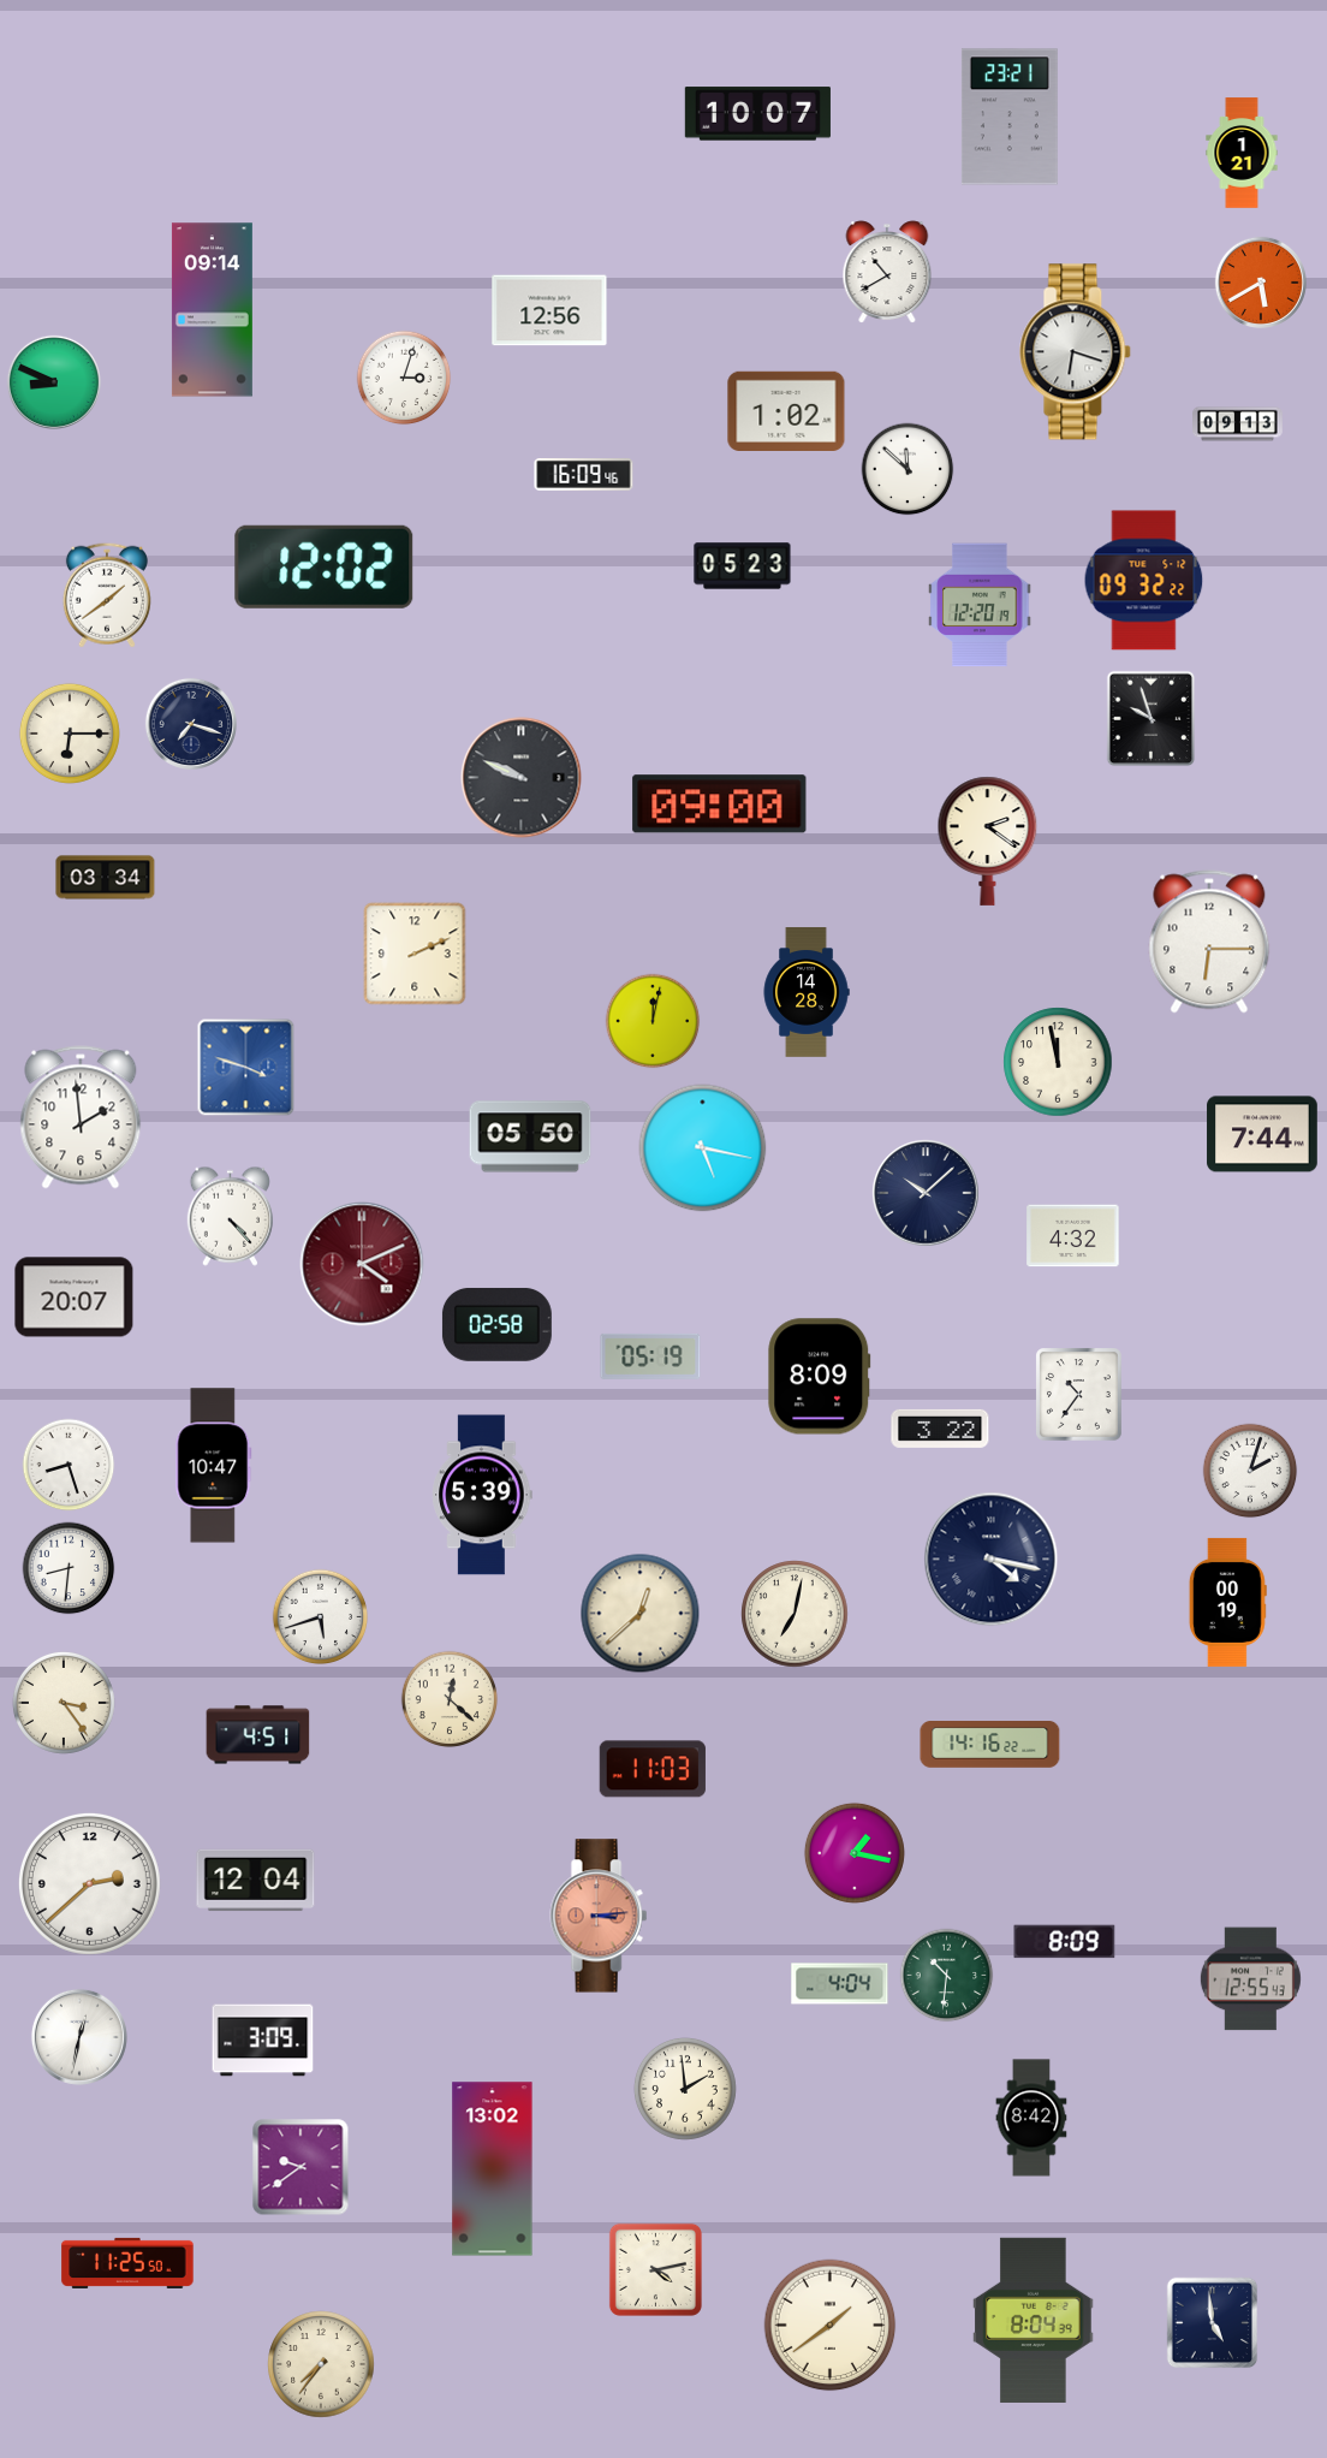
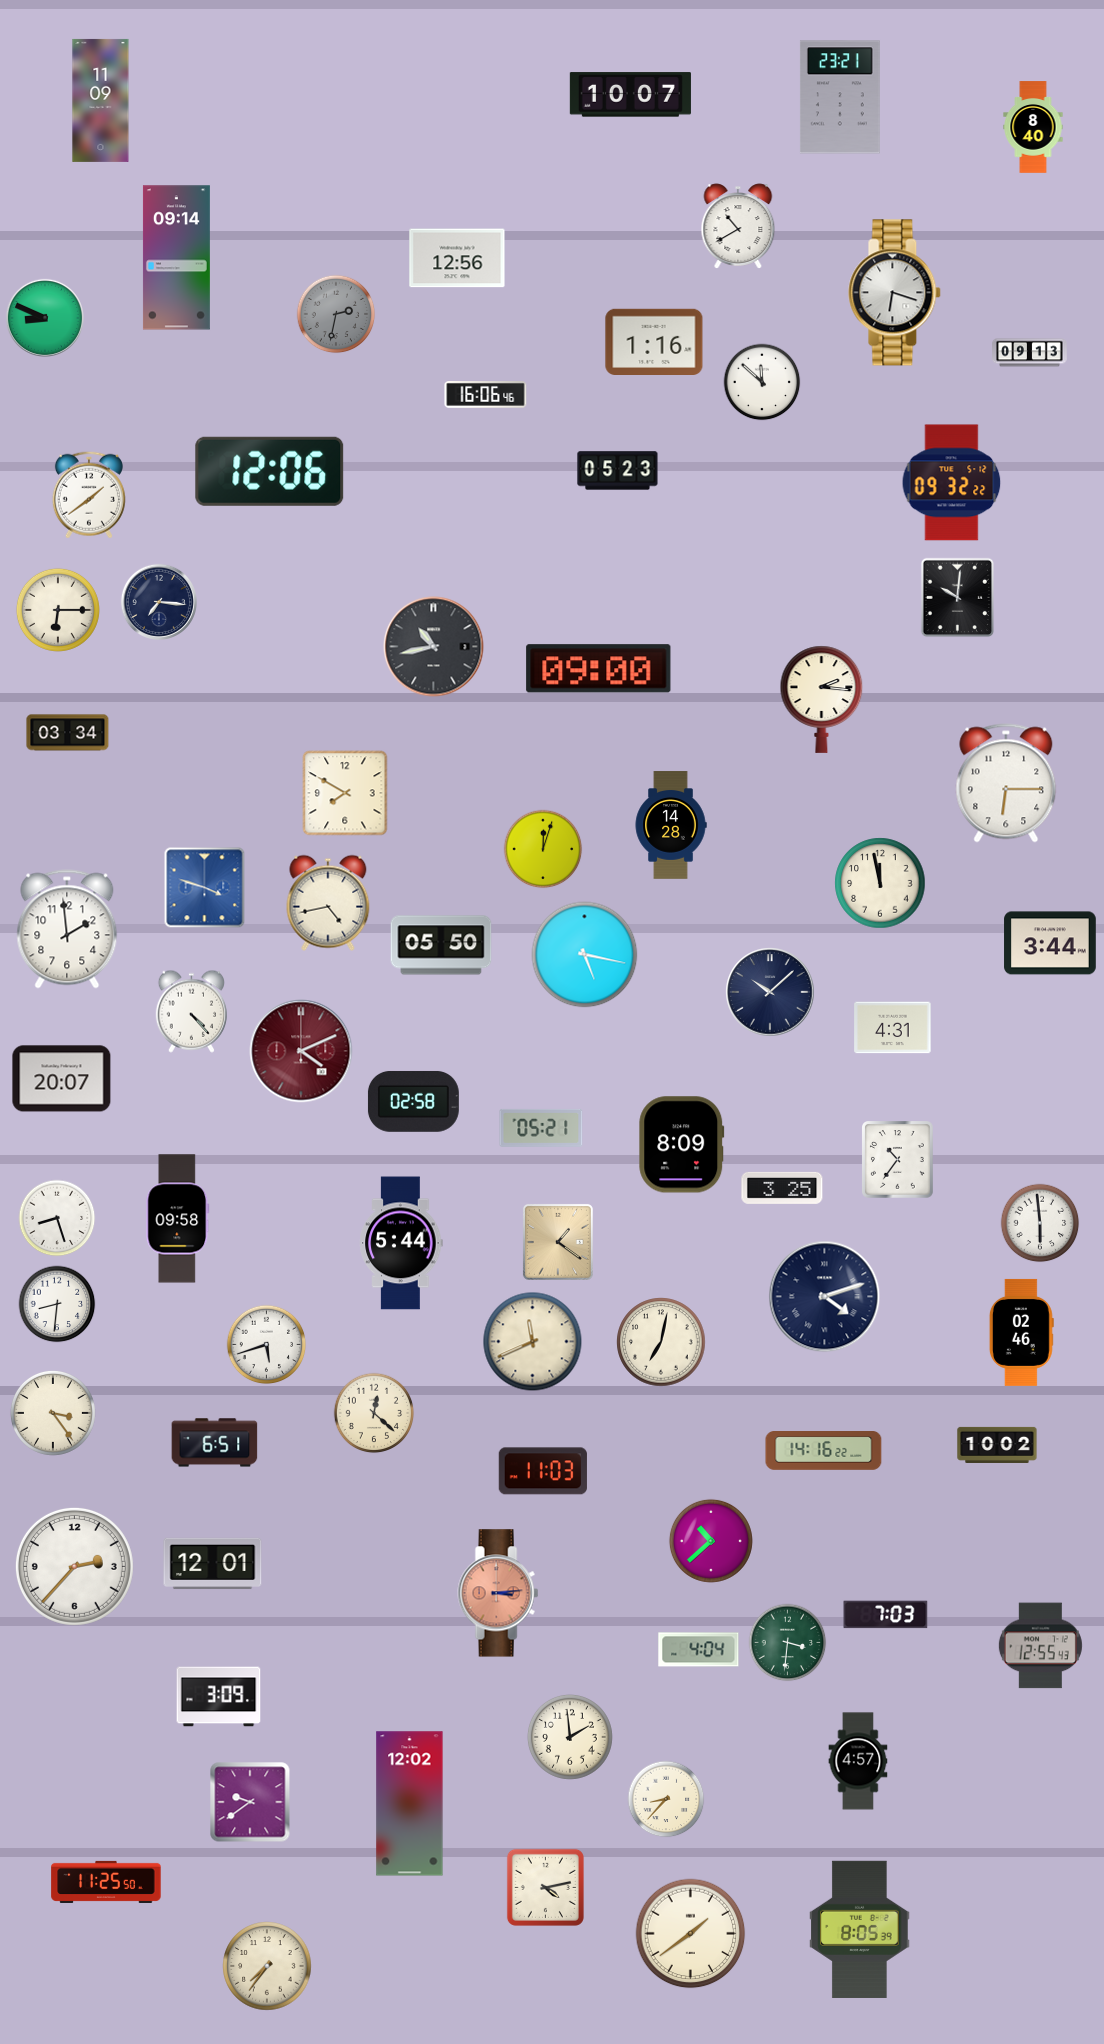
clock at (101, 100): none -> 11:09
clock at (1242, 153): 1:21 -> 8:40
clock at (1261, 283): 5:40 -> none
clock at (404, 378): 3:03 -> 2:32
clock at (404, 378) dial: white -> grey
clock at (786, 410): 1:02 -> 1:16
clock at (908, 469) position: (908, 469) -> (762, 382)
clock at (584, 475): 16:09 -> 16:06
clock at (325, 566): 12:02 -> 12:06
clock at (980, 605): 12:20 -> none
clock at (1152, 719): 9:57 -> 10:01
clock at (191, 724): 7:18 -> 7:16
clock at (522, 778): 9:49 -> 10:43
clock at (988, 841): 2:21 -> 2:16
clock at (106, 878) position: (106, 878) -> (68, 733)
clock at (415, 954): 2:11 -> 7:50
clock at (653, 1021): 12:02 -> 12:03
clock at (328, 903): none -> 4:43
clock at (1262, 1134): 7:44 -> 3:44
clock at (1073, 1236): 4:32 -> 4:31
clock at (650, 1356): 05:19 -> 05:21
clock at (940, 1429): 3:22 -> 3:25
clock at (214, 1466): 10:47 -> 09:58
clock at (1250, 1471): 2:03 -> 5:59
clock at (558, 1242): none -> 1:21
clock at (482, 1495): 5:39 -> 5:44
clock at (992, 1560): 4:17 -> 4:12
clock at (1227, 1602): 00:19 -> 02:46
clock at (641, 1614): 12:38 -> 11:41
clock at (64, 1703) position: (64, 1703) -> (53, 1413)
clock at (258, 1735): 4:51 -> 6:51
clock at (997, 1445): none -> 10:02
clock at (855, 1853): 1:17 -> 10:38
clock at (256, 1881): 12:04 -> 12:01
clock at (89, 1883): 2:38 -> 2:37
clock at (1065, 1942): 8:09 -> 7:03
clock at (947, 1976): 10:31 -> 3:31
clock at (79, 2037): 12:32 -> none
clock at (1031, 2118): 8:42 -> 4:57
clock at (666, 1799): none -> 8:37
clock at (493, 2169): 13:02 -> 12:02
clock at (1034, 2320): 8:04 -> 8:05
clock at (1213, 2323): 4:59 -> none
